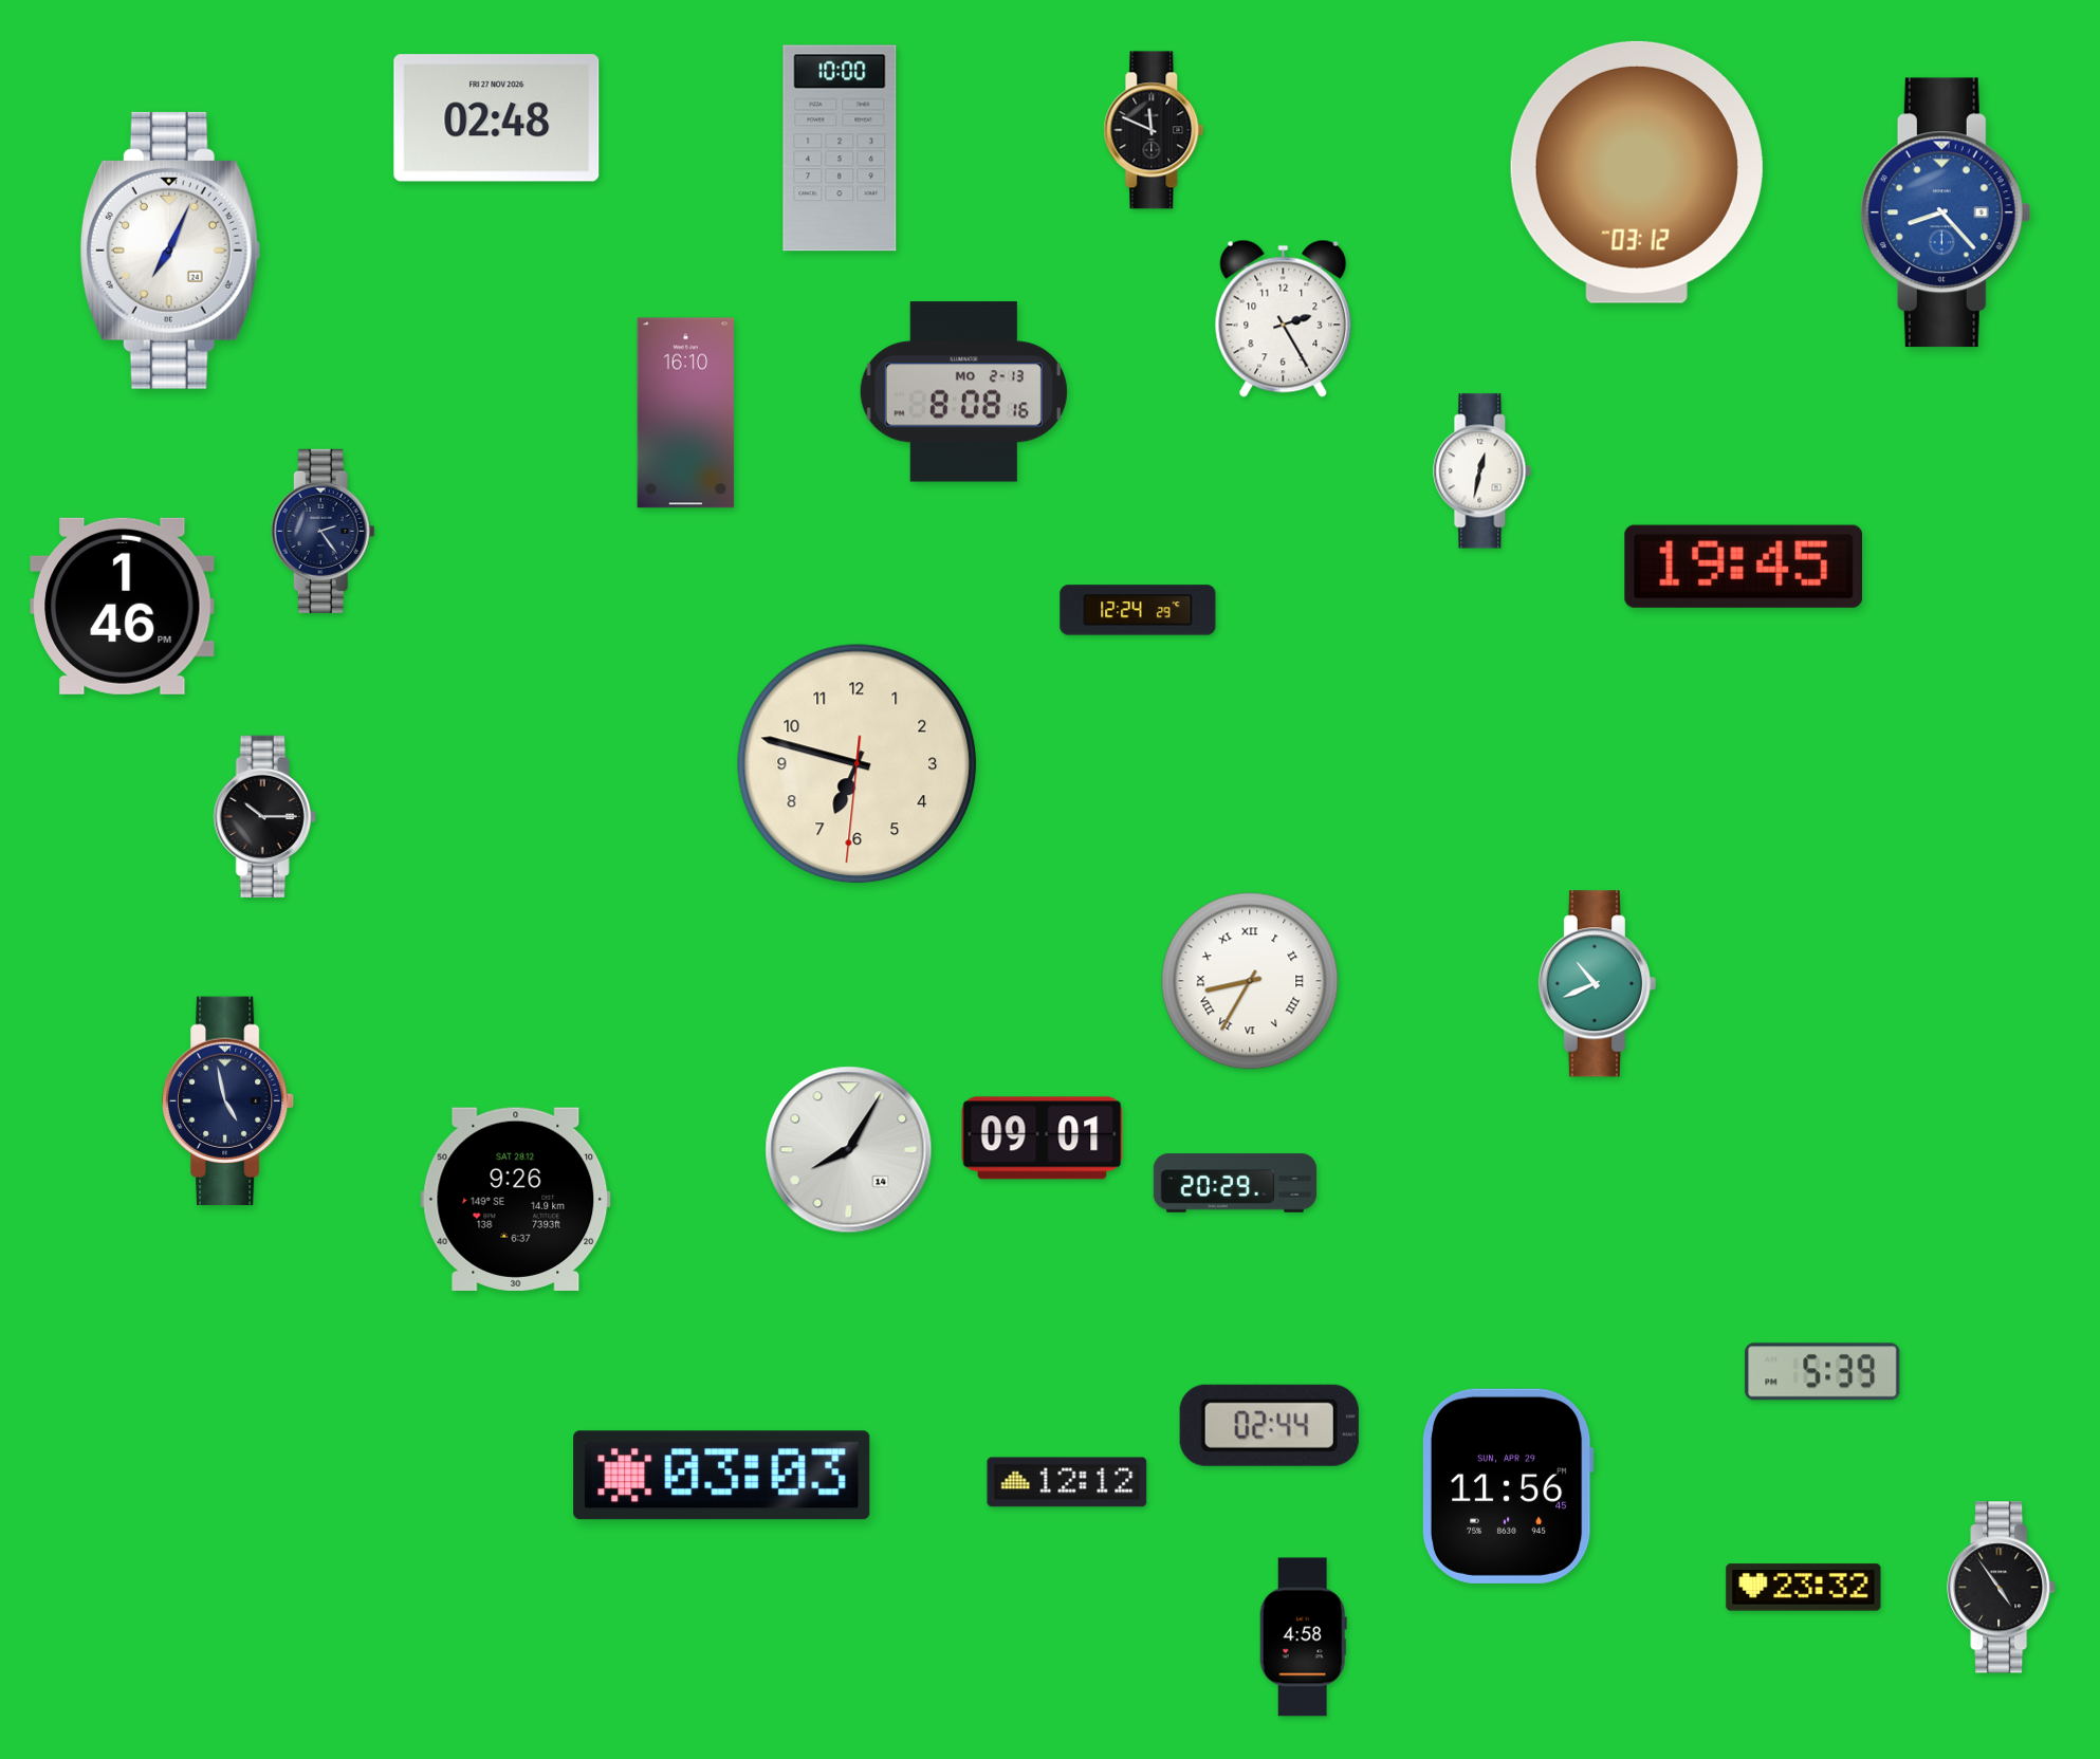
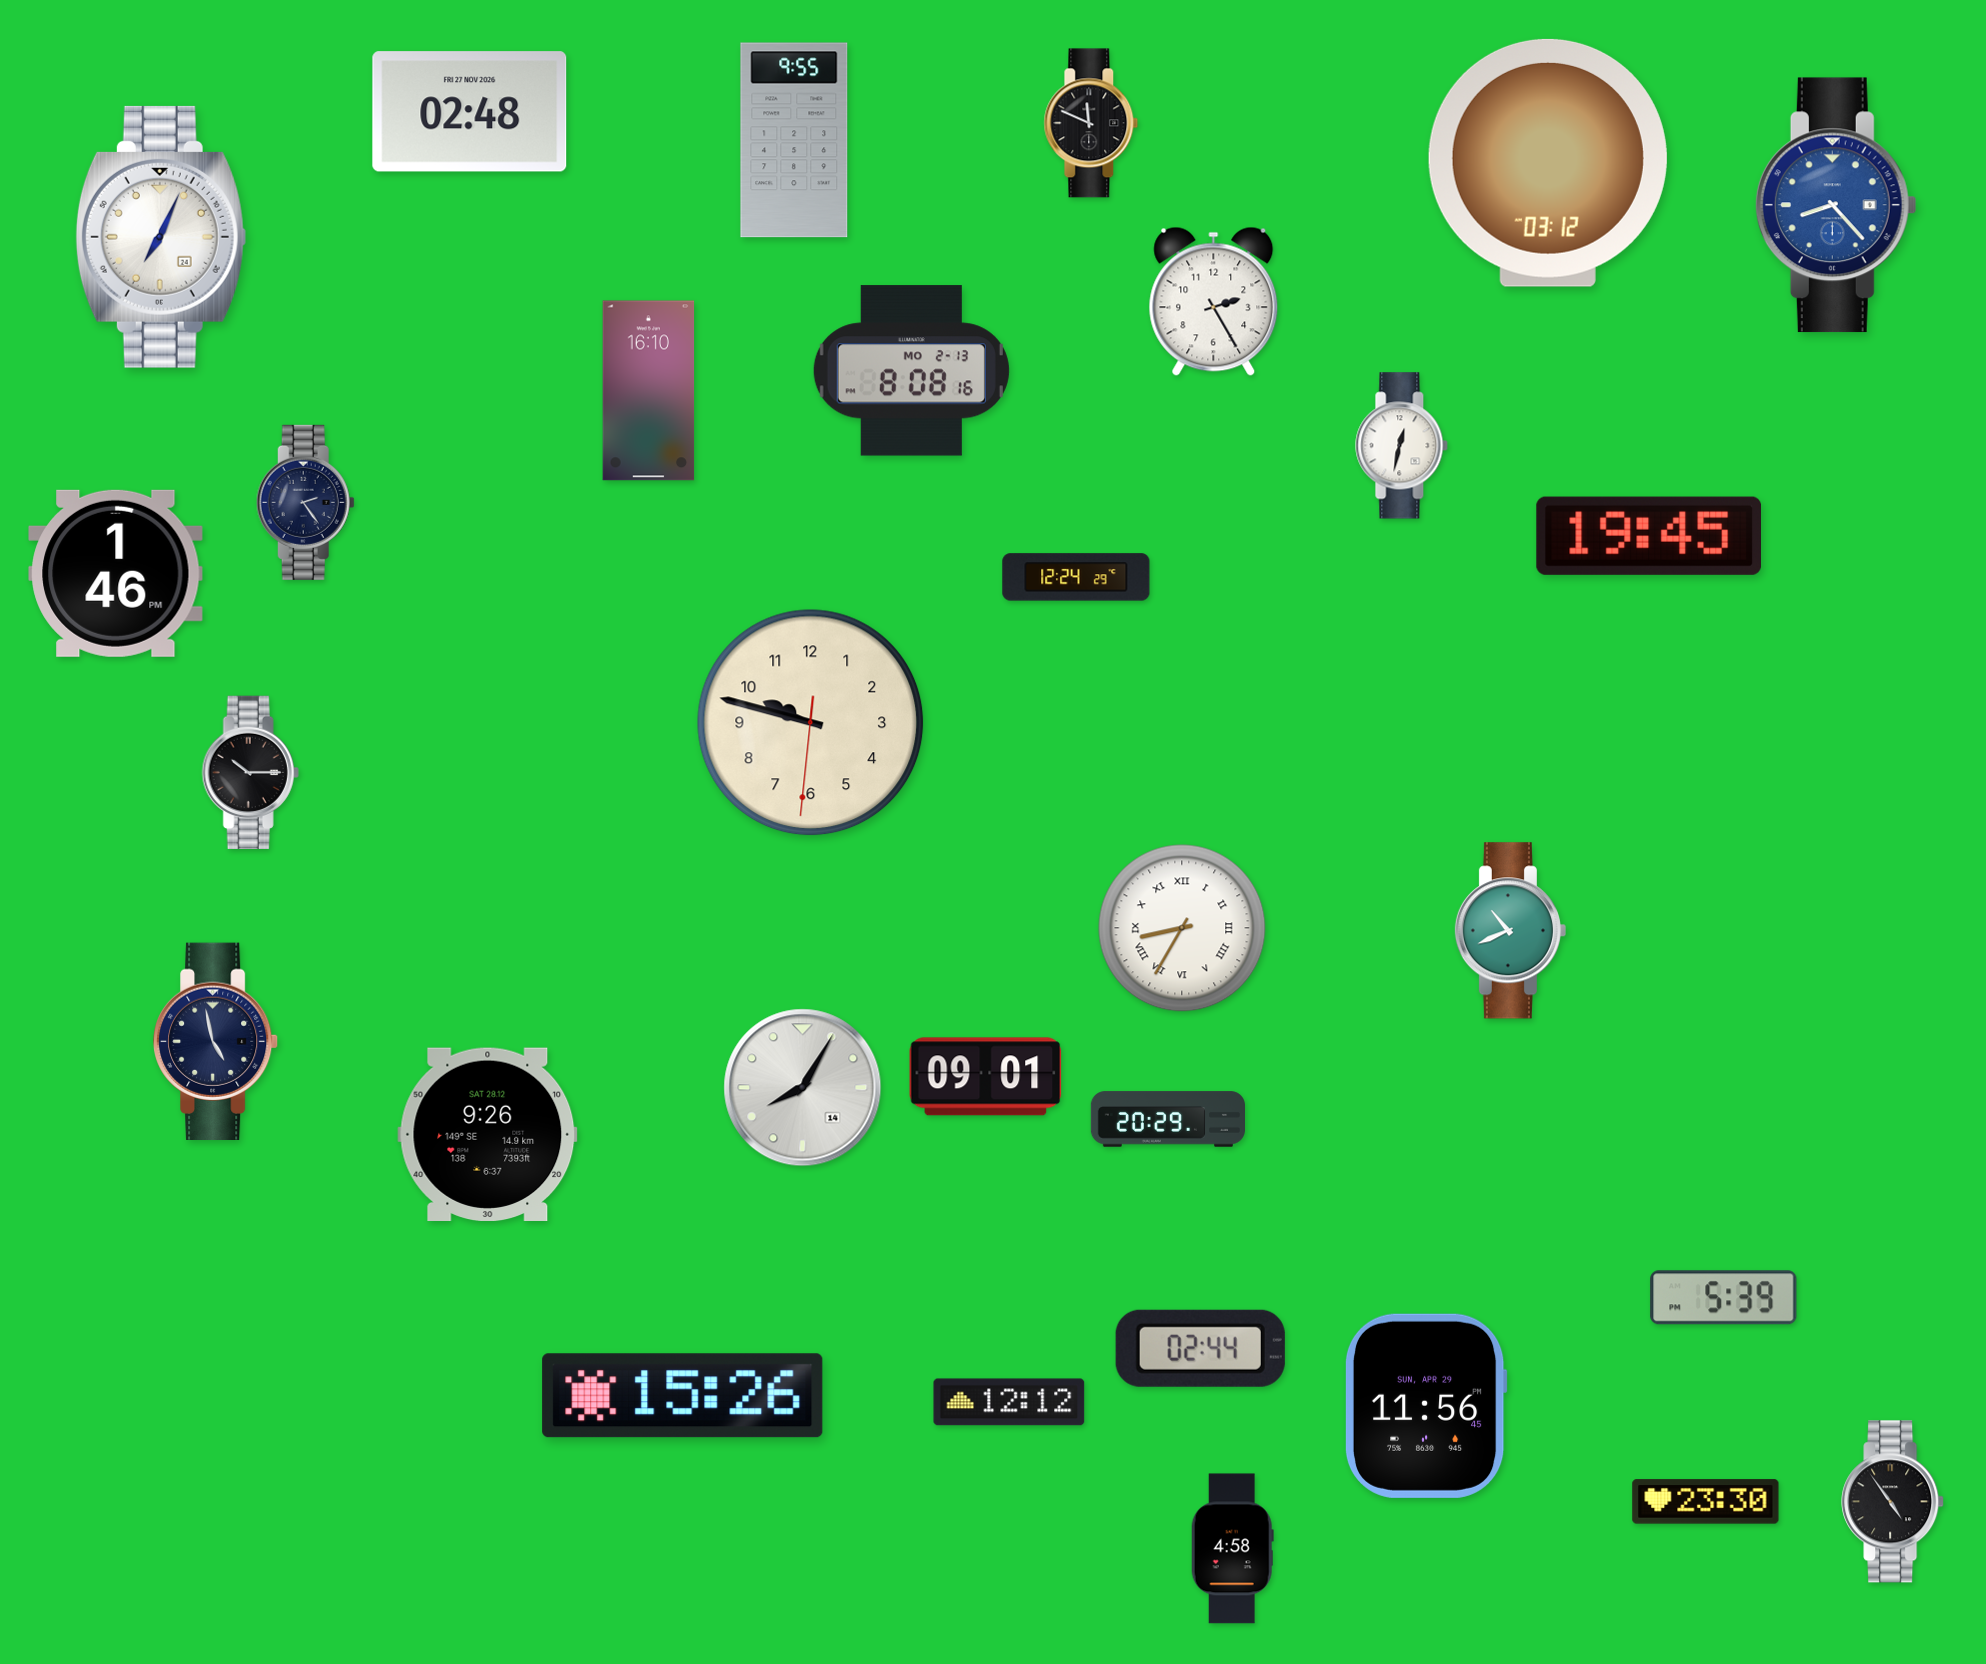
clock at (840, 148): 10:00 -> 9:55
clock at (1946, 212) position: (1946, 212) -> (1836, 205)
clock at (858, 764): 6:47 -> 9:47
clock at (722, 1476): 03:03 -> 15:26
clock at (1804, 1588): 23:32 -> 23:30
